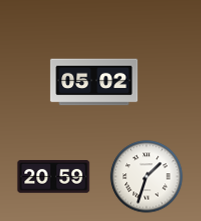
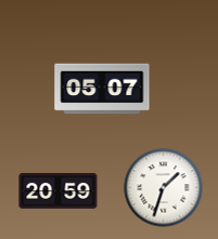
clock at (94, 82): 05:02 -> 05:07
clock at (147, 177) position: (147, 177) -> (164, 188)
